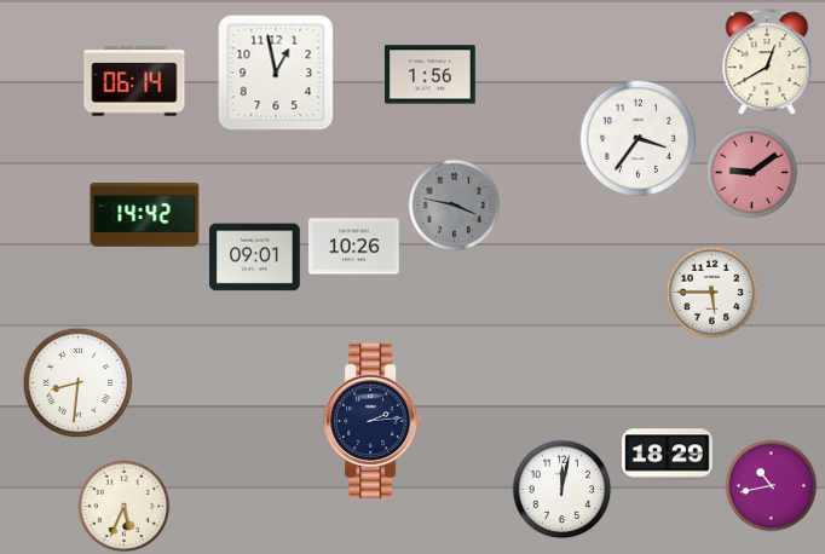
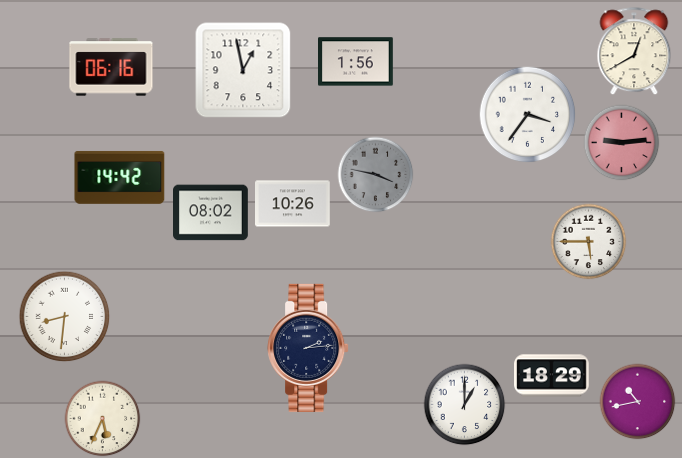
clock at (276, 73) position: (276, 73) -> (243, 70)
clock at (134, 81): 06:14 -> 06:16
clock at (752, 173): 9:09 -> 9:14
clock at (455, 206) position: (455, 206) -> (376, 175)
clock at (255, 258): 09:01 -> 08:02
clock at (562, 490): 12:02 -> 1:00
